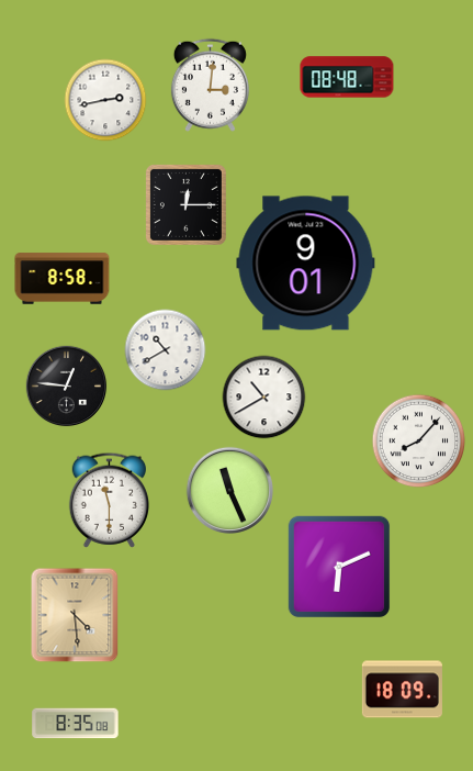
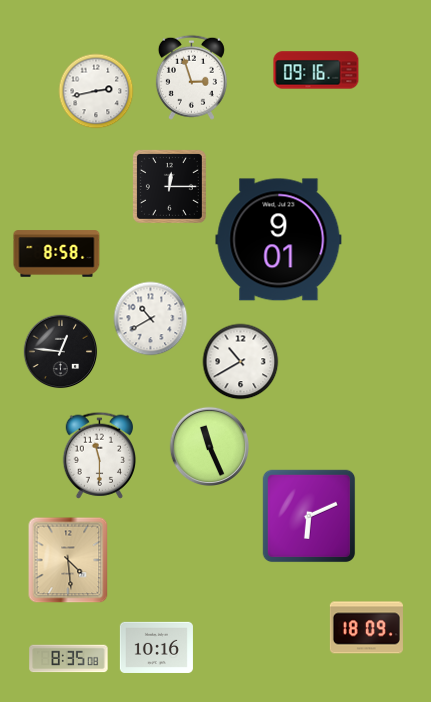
clock at (347, 77): 08:48 -> 09:16
clock at (210, 85): 3:01 -> 2:57
clock at (419, 442): 8:07 -> none
clock at (156, 647): none -> 10:16
